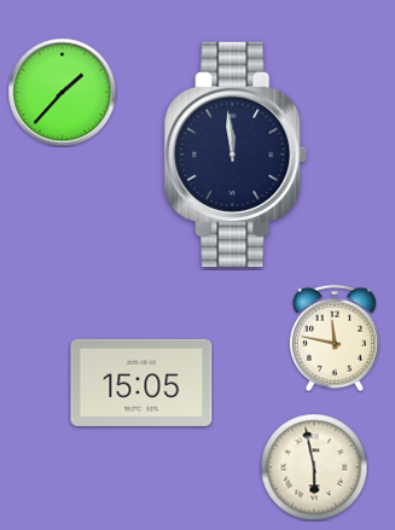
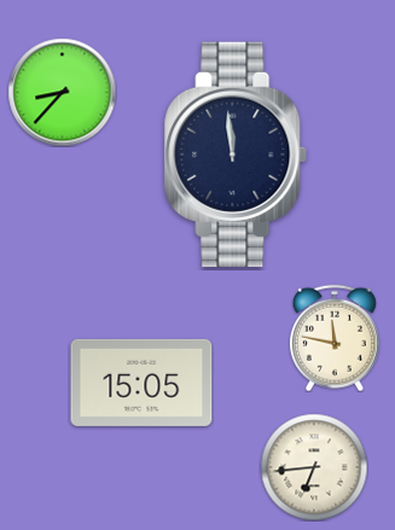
clock at (62, 92): 1:37 -> 8:37
clock at (314, 467): 5:58 -> 6:44
